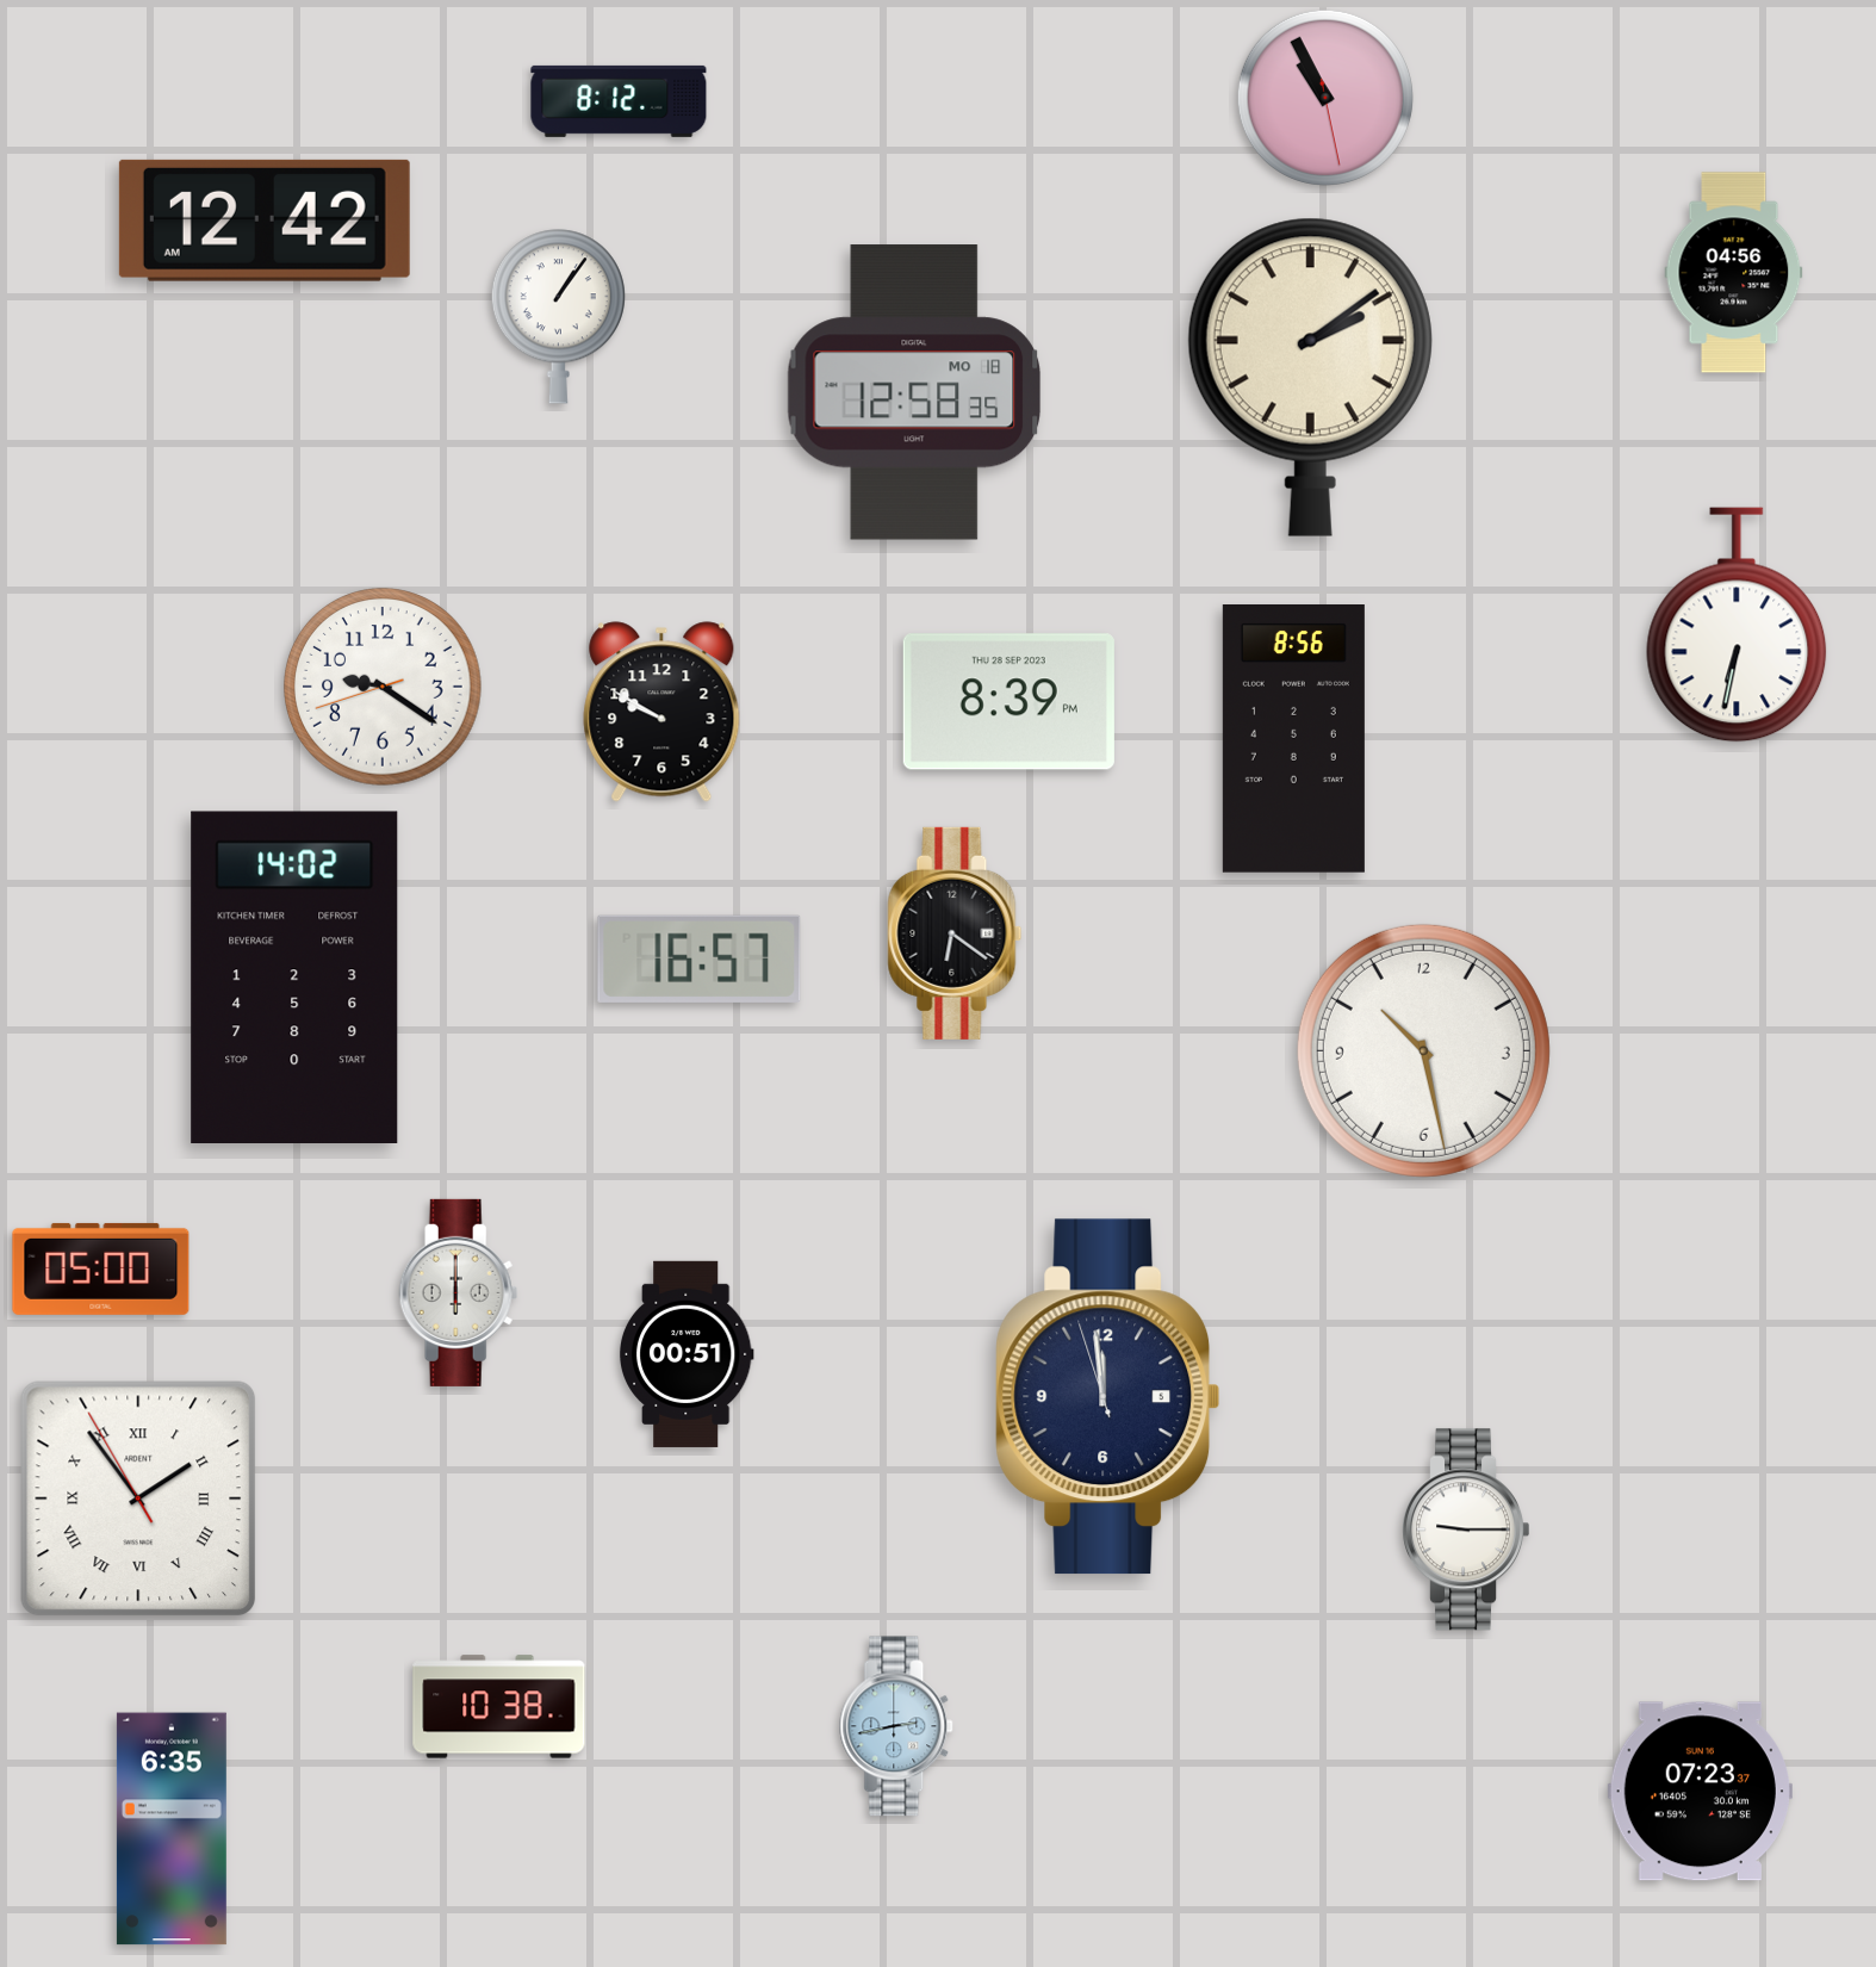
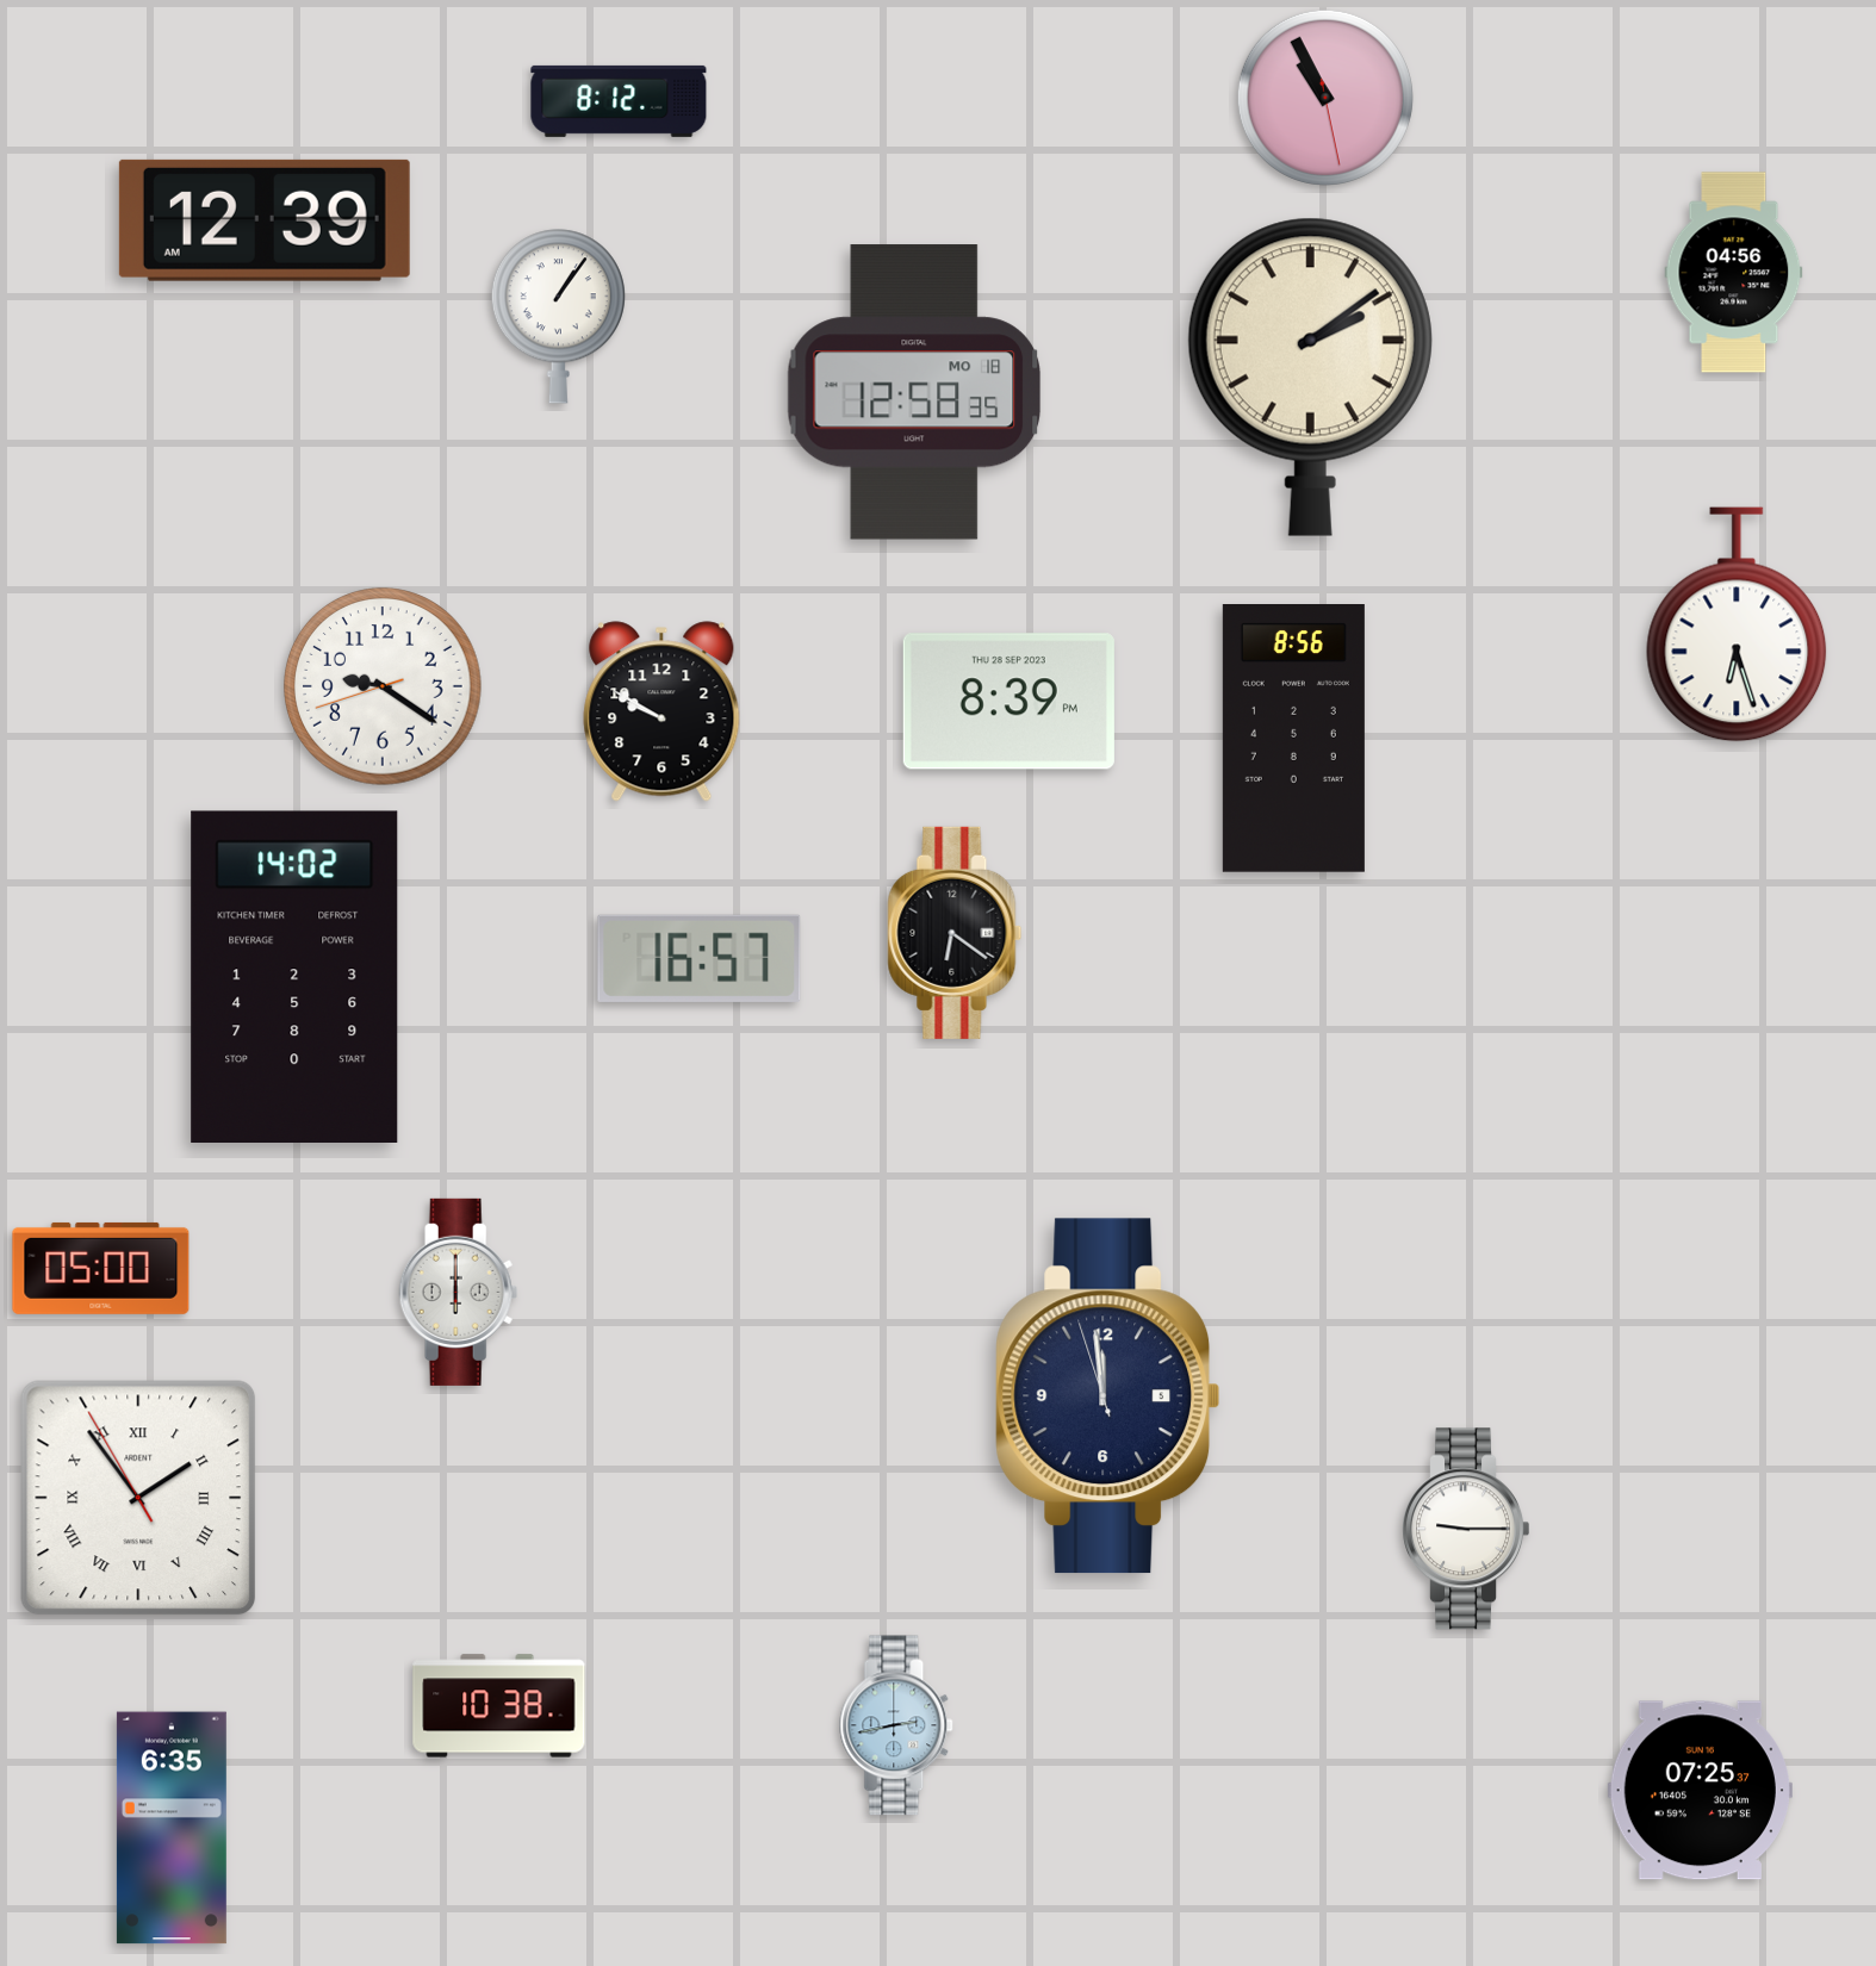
clock at (265, 221): 12:42 -> 12:39
clock at (1737, 625): 6:32 -> 6:27
clock at (1423, 1050): 10:28 -> none
clock at (687, 1354): 00:51 -> none
clock at (1700, 1792): 07:23 -> 07:25
